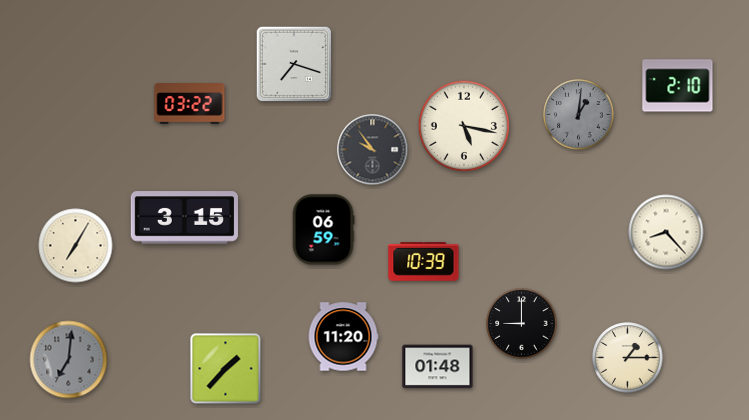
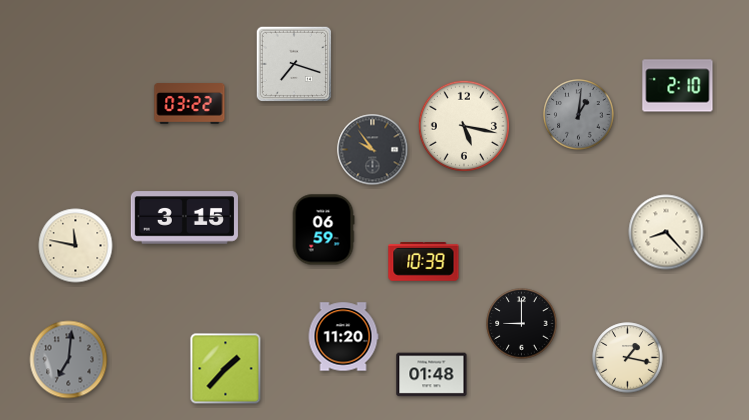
clock at (76, 246): 7:05 -> 11:47
clock at (628, 358): 1:15 -> 1:17
clock at (438, 367) position: (438, 367) -> (432, 375)
